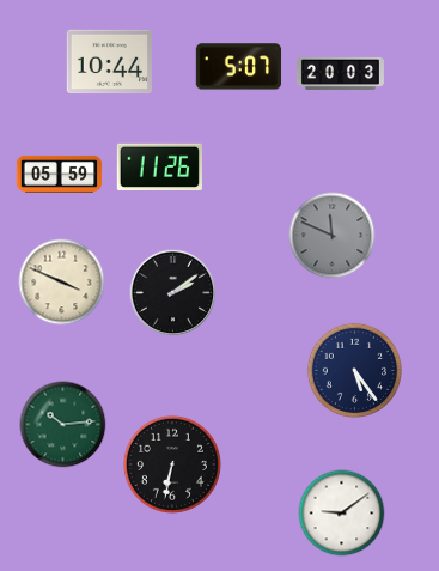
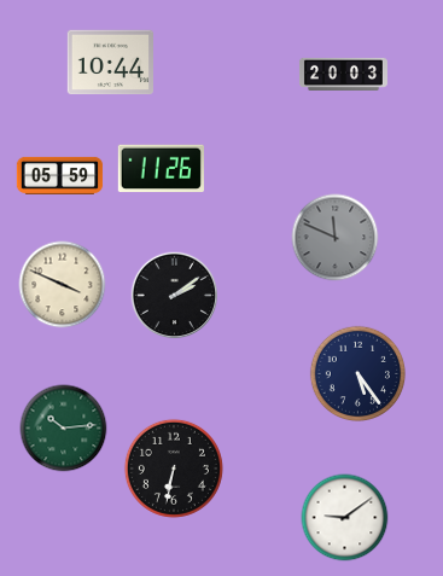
clock at (238, 67): 5:07 -> none
